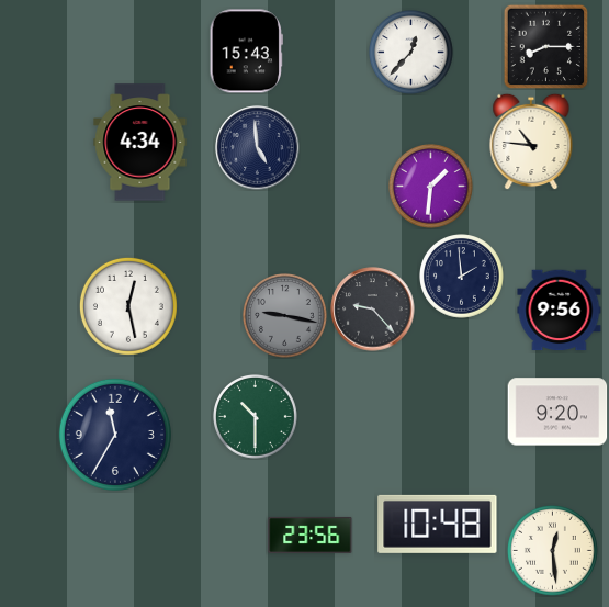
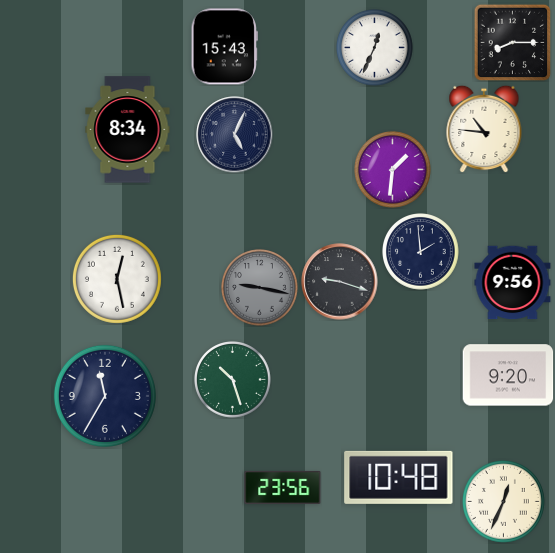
clock at (545, 46) position: (545, 46) -> (512, 42)
clock at (411, 53): 12:37 -> 12:34
clock at (140, 143): 4:34 -> 8:34
clock at (258, 148): 4:59 -> 5:04
clock at (373, 310): 9:23 -> 9:18
clock at (560, 311) position: (560, 311) -> (513, 283)
clock at (256, 417): 10:30 -> 10:27
clock at (552, 550): 12:29 -> 12:34
